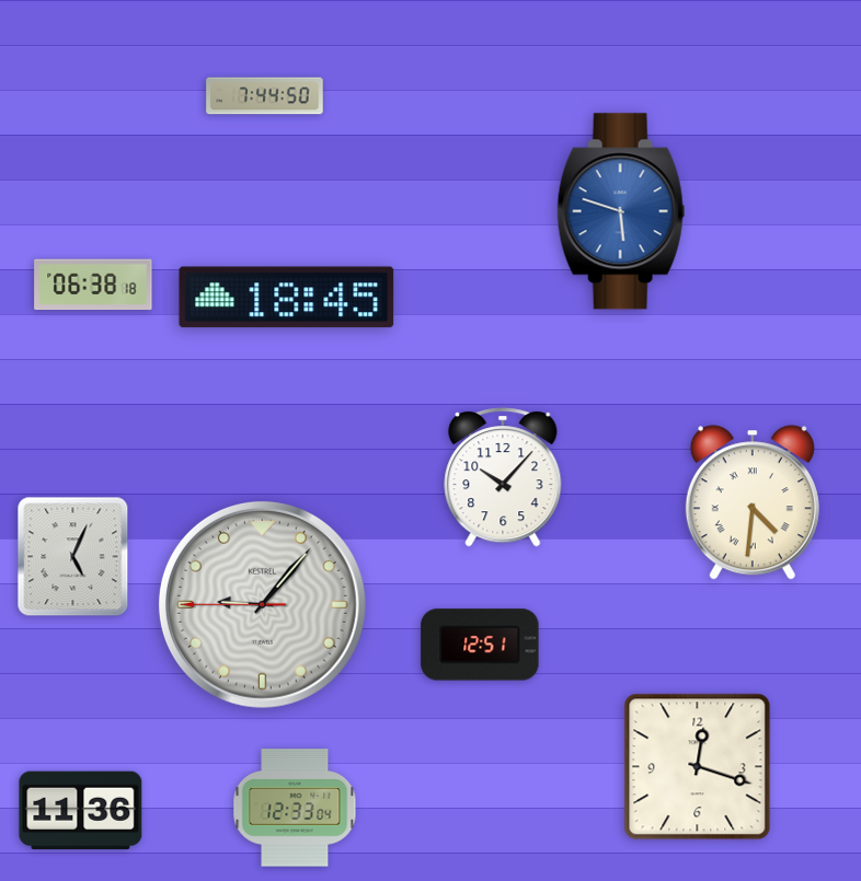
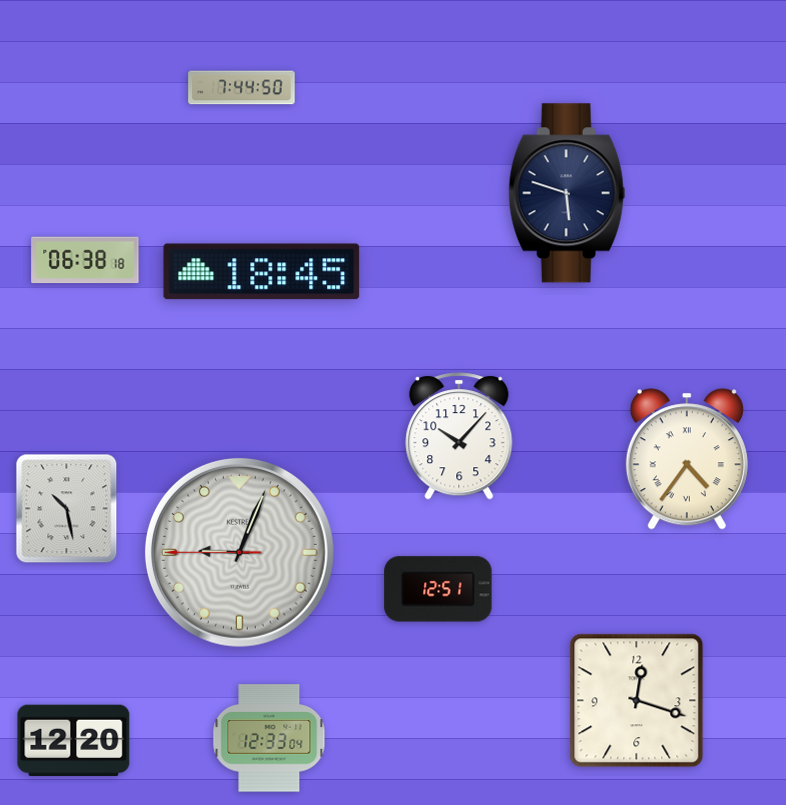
clock at (621, 211) dial: blue -> navy
clock at (753, 502): 4:31 -> 4:36
clock at (73, 557): 5:04 -> 10:28
clock at (262, 604): 9:06 -> 9:03
clock at (81, 811): 11:36 -> 12:20
